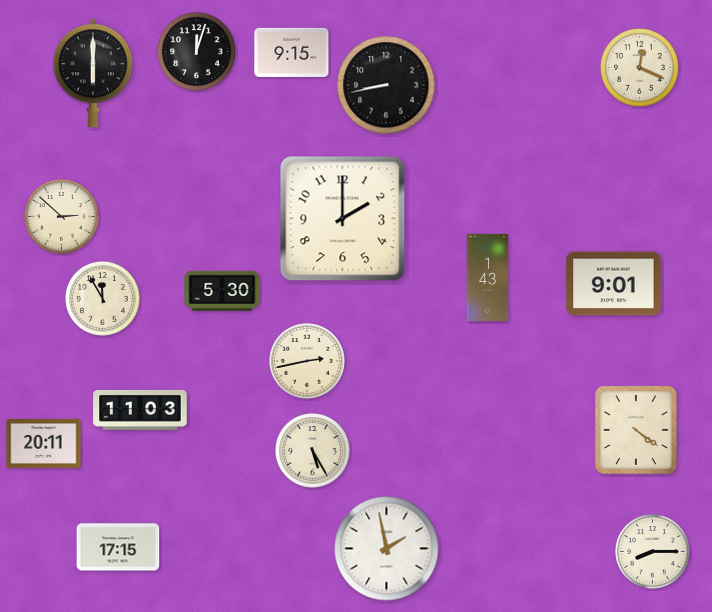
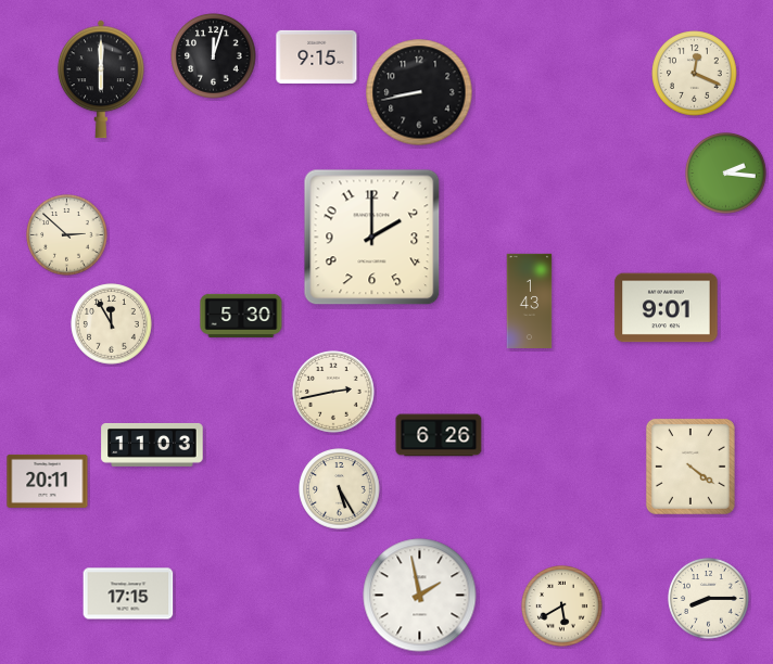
clock at (726, 174): none -> 2:16
clock at (439, 435): none -> 6:26
clock at (562, 606): none -> 5:40
